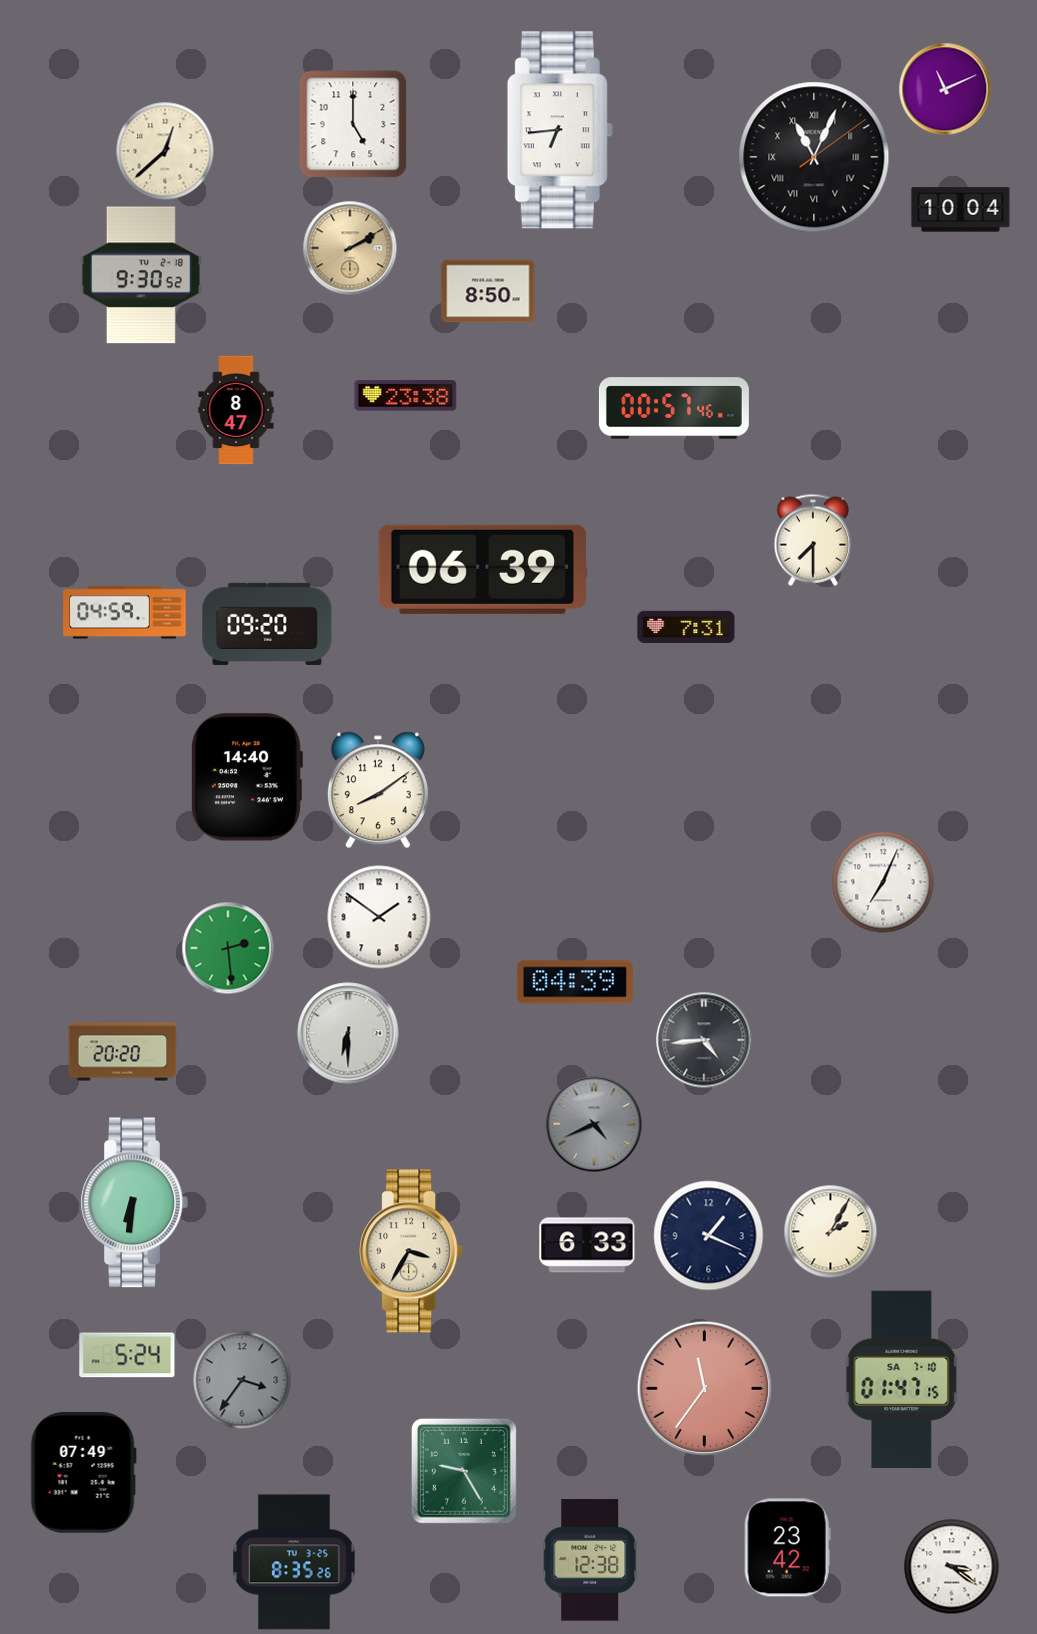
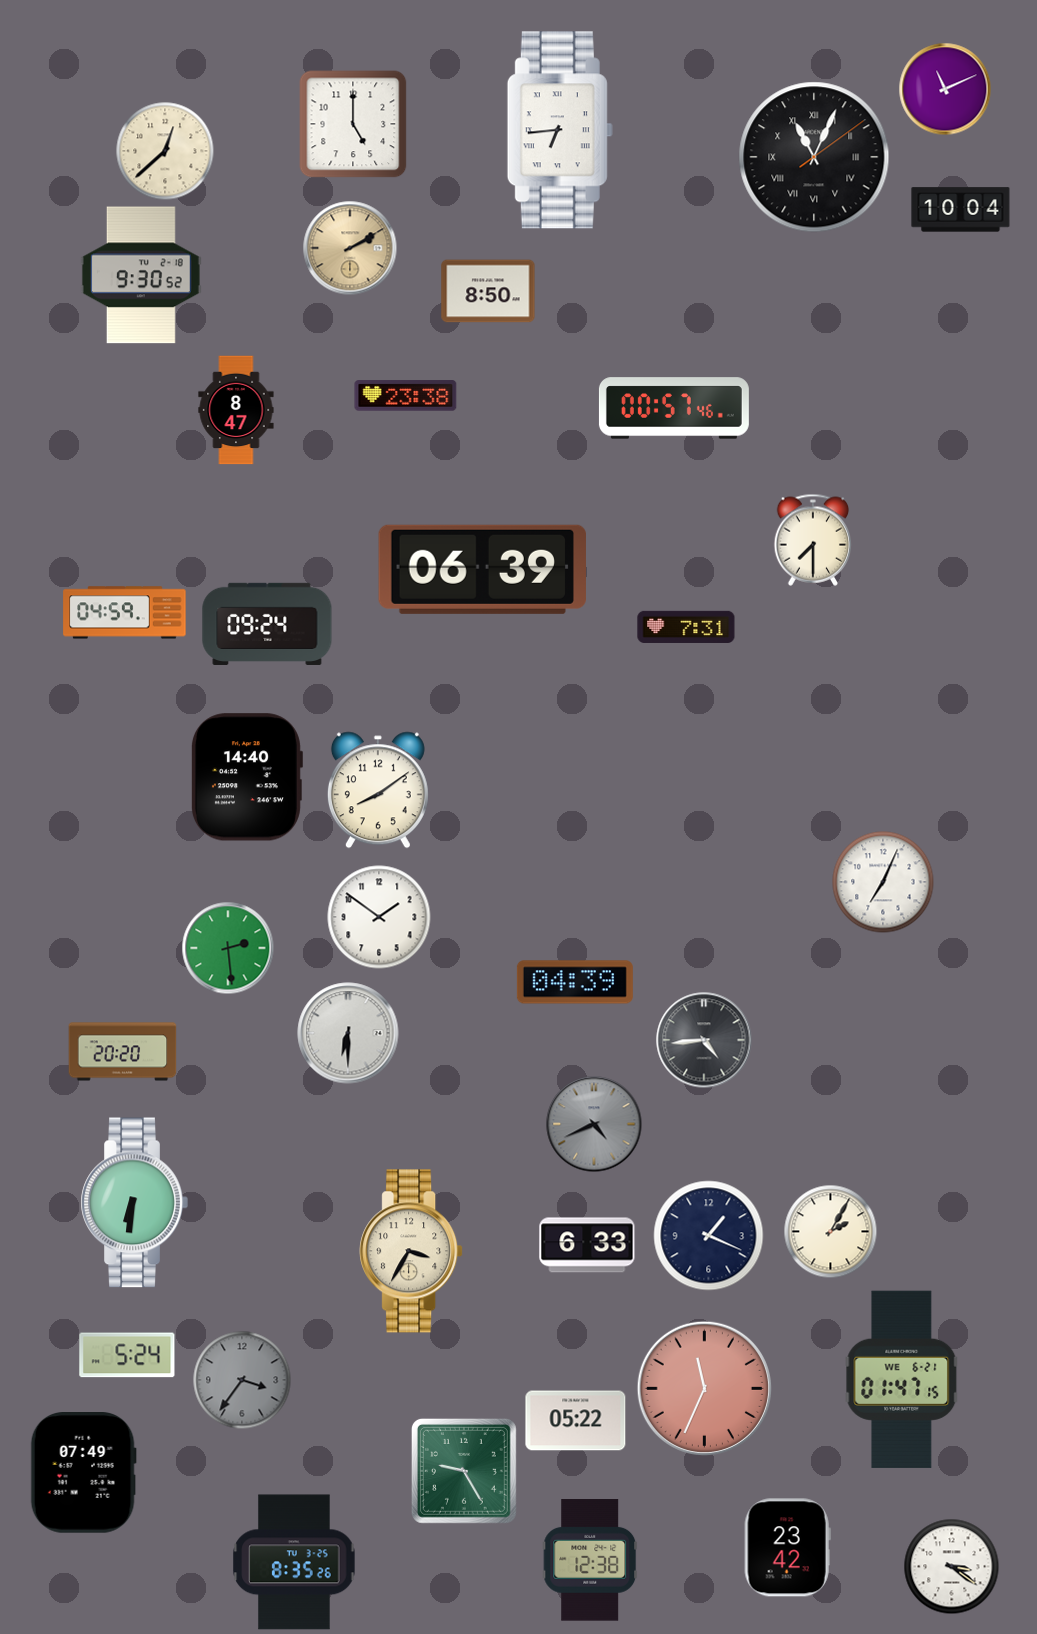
clock at (267, 624): 09:20 -> 09:24
clock at (902, 1379) date: SA 7-10 -> WE 6-21
clock at (704, 1388): 11:36 -> 11:34
clock at (576, 1421): none -> 05:22
